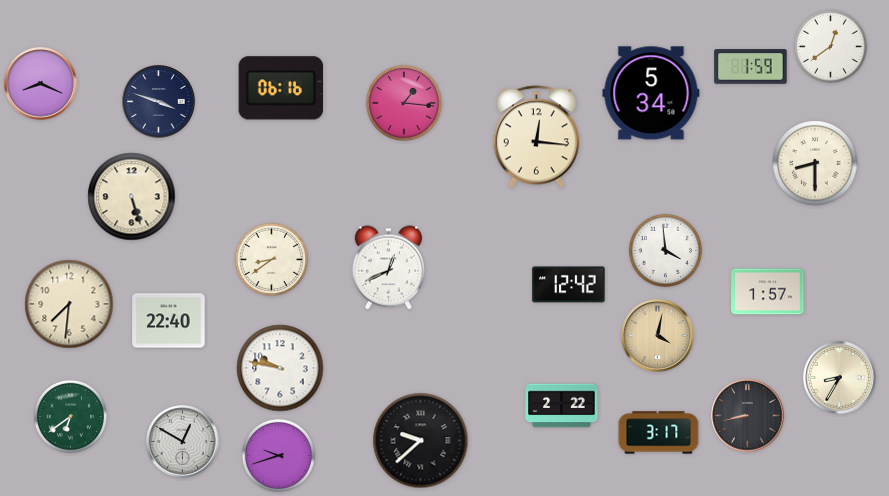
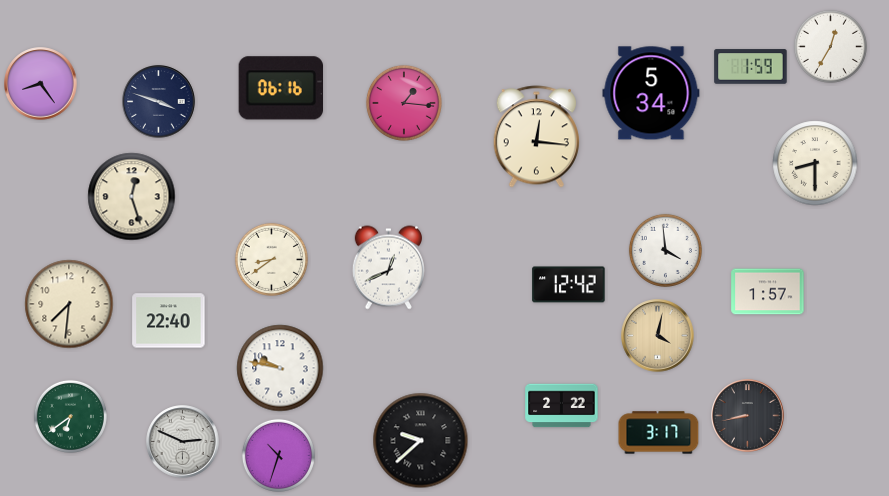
clock at (830, 46): 12:39 -> 12:35
clock at (41, 84): 8:19 -> 8:24
clock at (132, 197): 5:27 -> 12:27
clock at (840, 378): 8:35 -> none
clock at (183, 442): 12:50 -> 2:49
clock at (278, 455): 9:42 -> 10:33
